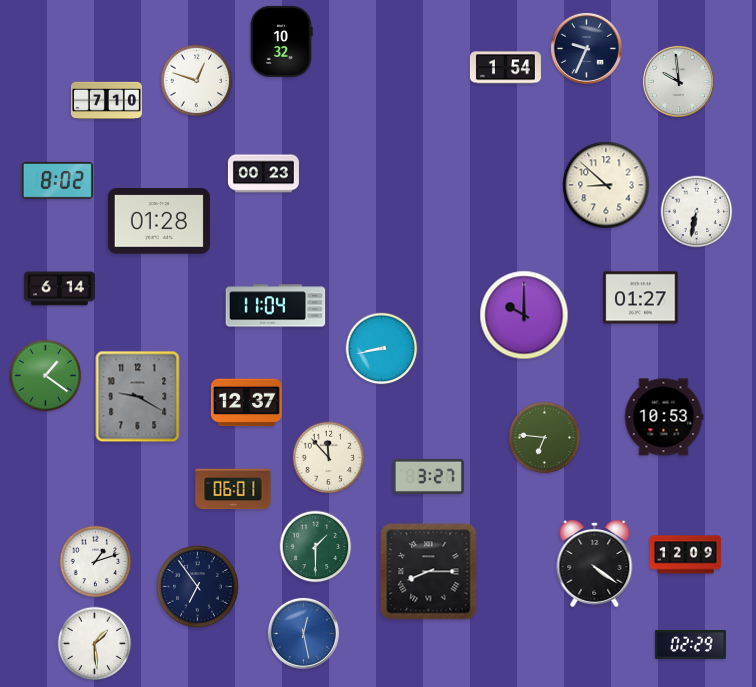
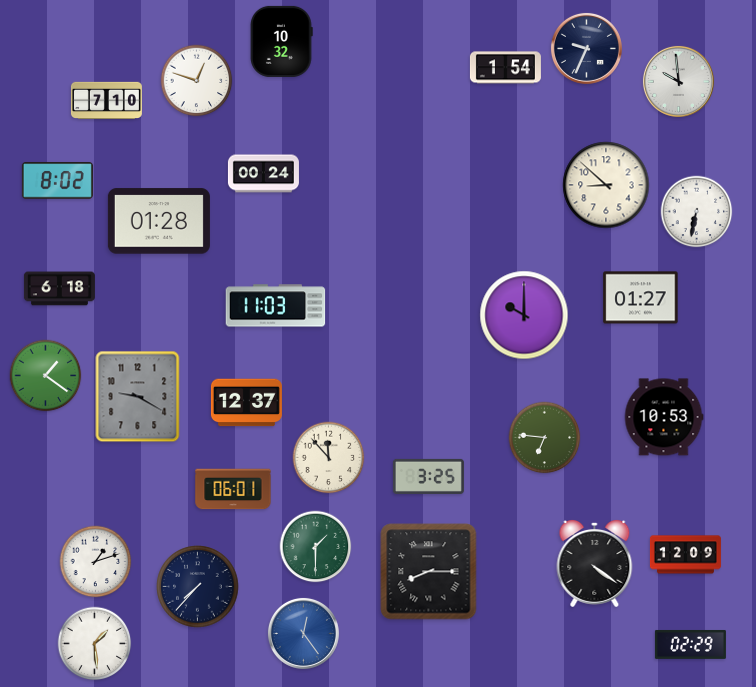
clock at (263, 174): 00:23 -> 00:24
clock at (59, 289): 6:14 -> 6:18
clock at (276, 306): 11:04 -> 11:03
clock at (382, 349): 8:43 -> none
clock at (428, 476): 3:27 -> 3:25
clock at (198, 587): 6:54 -> 7:37
clock at (303, 633): 12:28 -> 12:24
